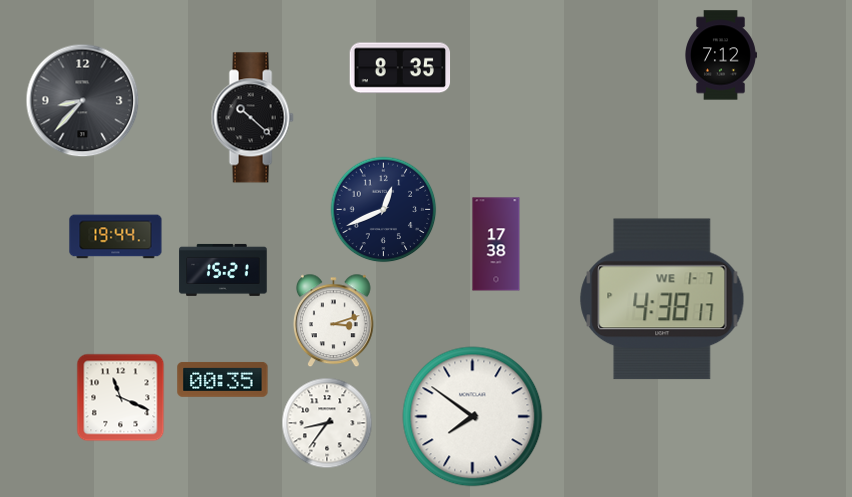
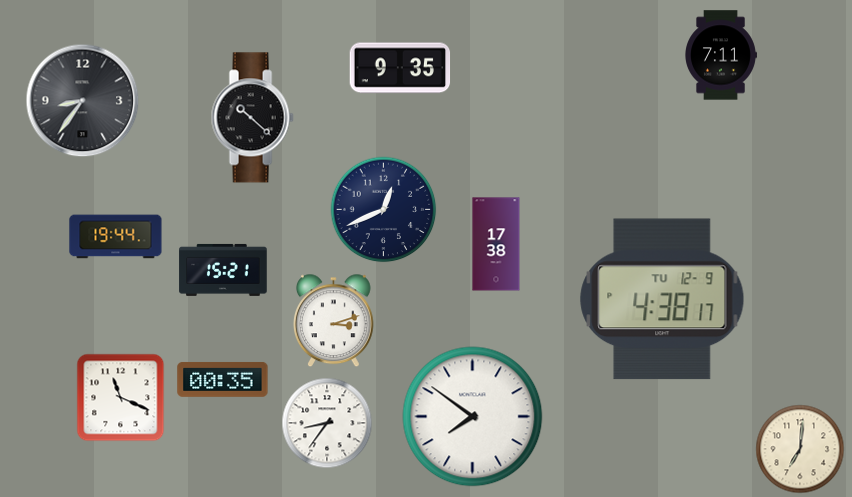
clock at (721, 55): 7:12 -> 7:11
clock at (400, 68): 8:35 -> 9:35
clock at (83, 101): 8:37 -> 8:36
clock at (662, 299) date: WE 1-7 -> TU 12-9
clock at (800, 449): none -> 7:01
